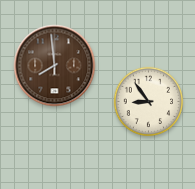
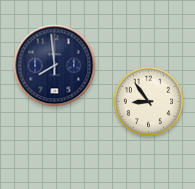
clock at (55, 66) dial: brown -> navy
